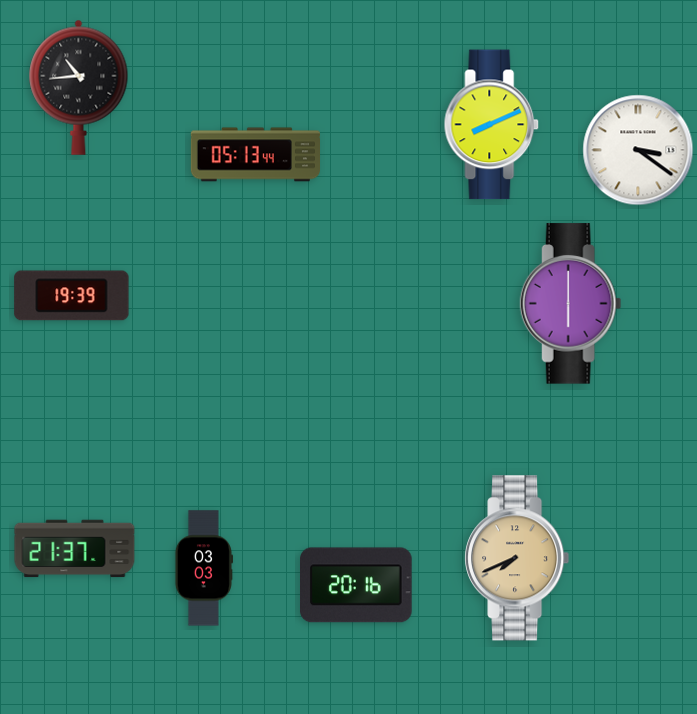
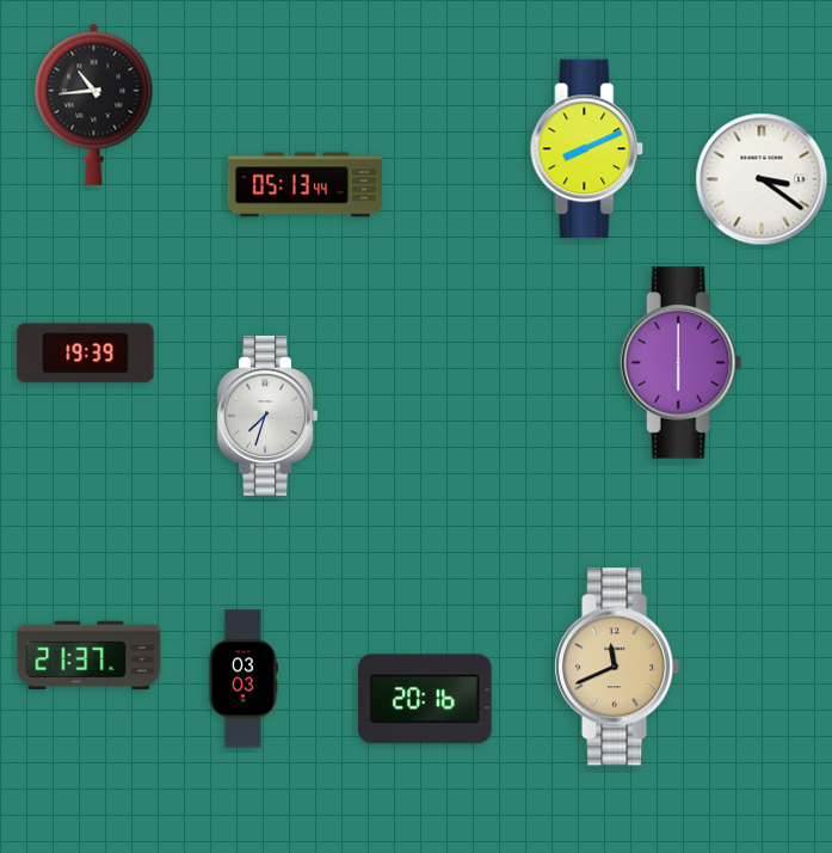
clock at (267, 416): none -> 7:33
clock at (517, 558): 7:41 -> 11:41
